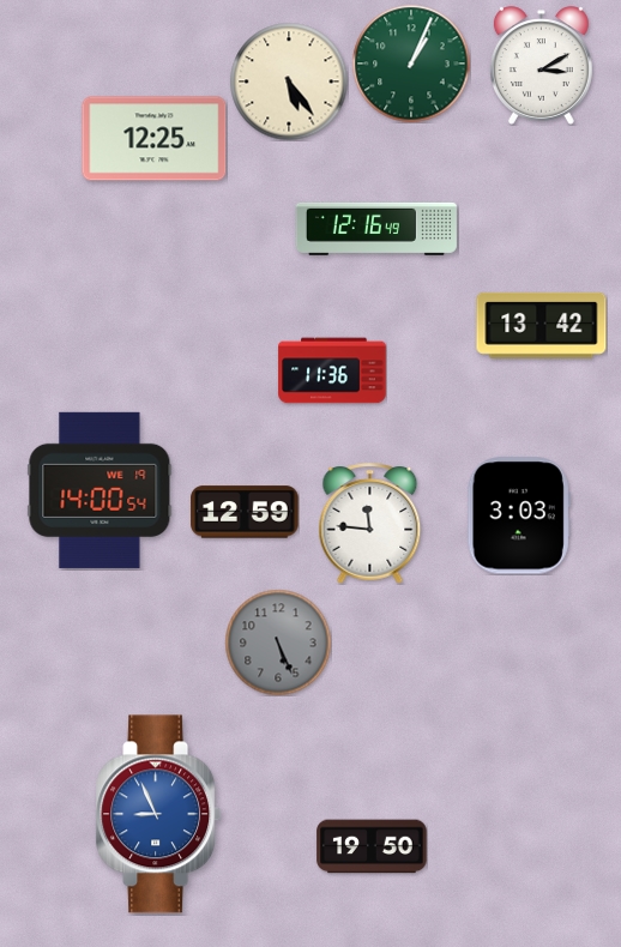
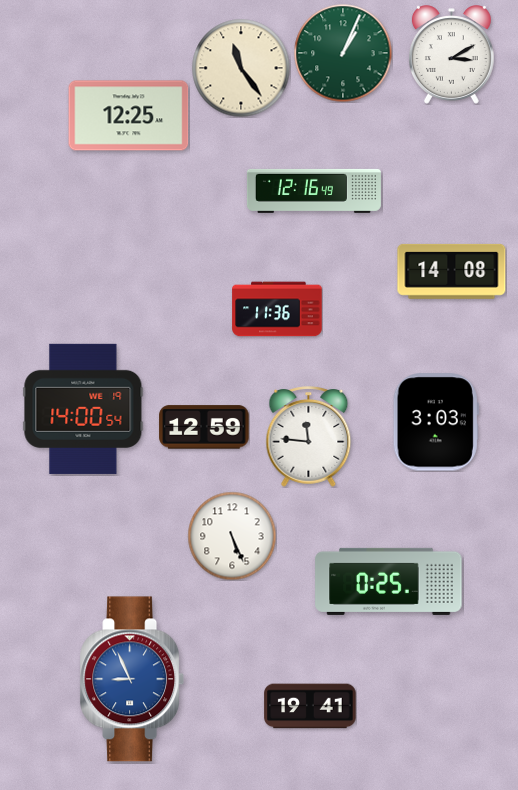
clock at (289, 82): 5:24 -> 11:24
clock at (542, 325): 13:42 -> 14:08
clock at (519, 515) position: (519, 515) -> (436, 422)
clock at (278, 643) dial: grey -> white
clock at (389, 581): none -> 0:25
clock at (372, 846): 19:50 -> 19:41
